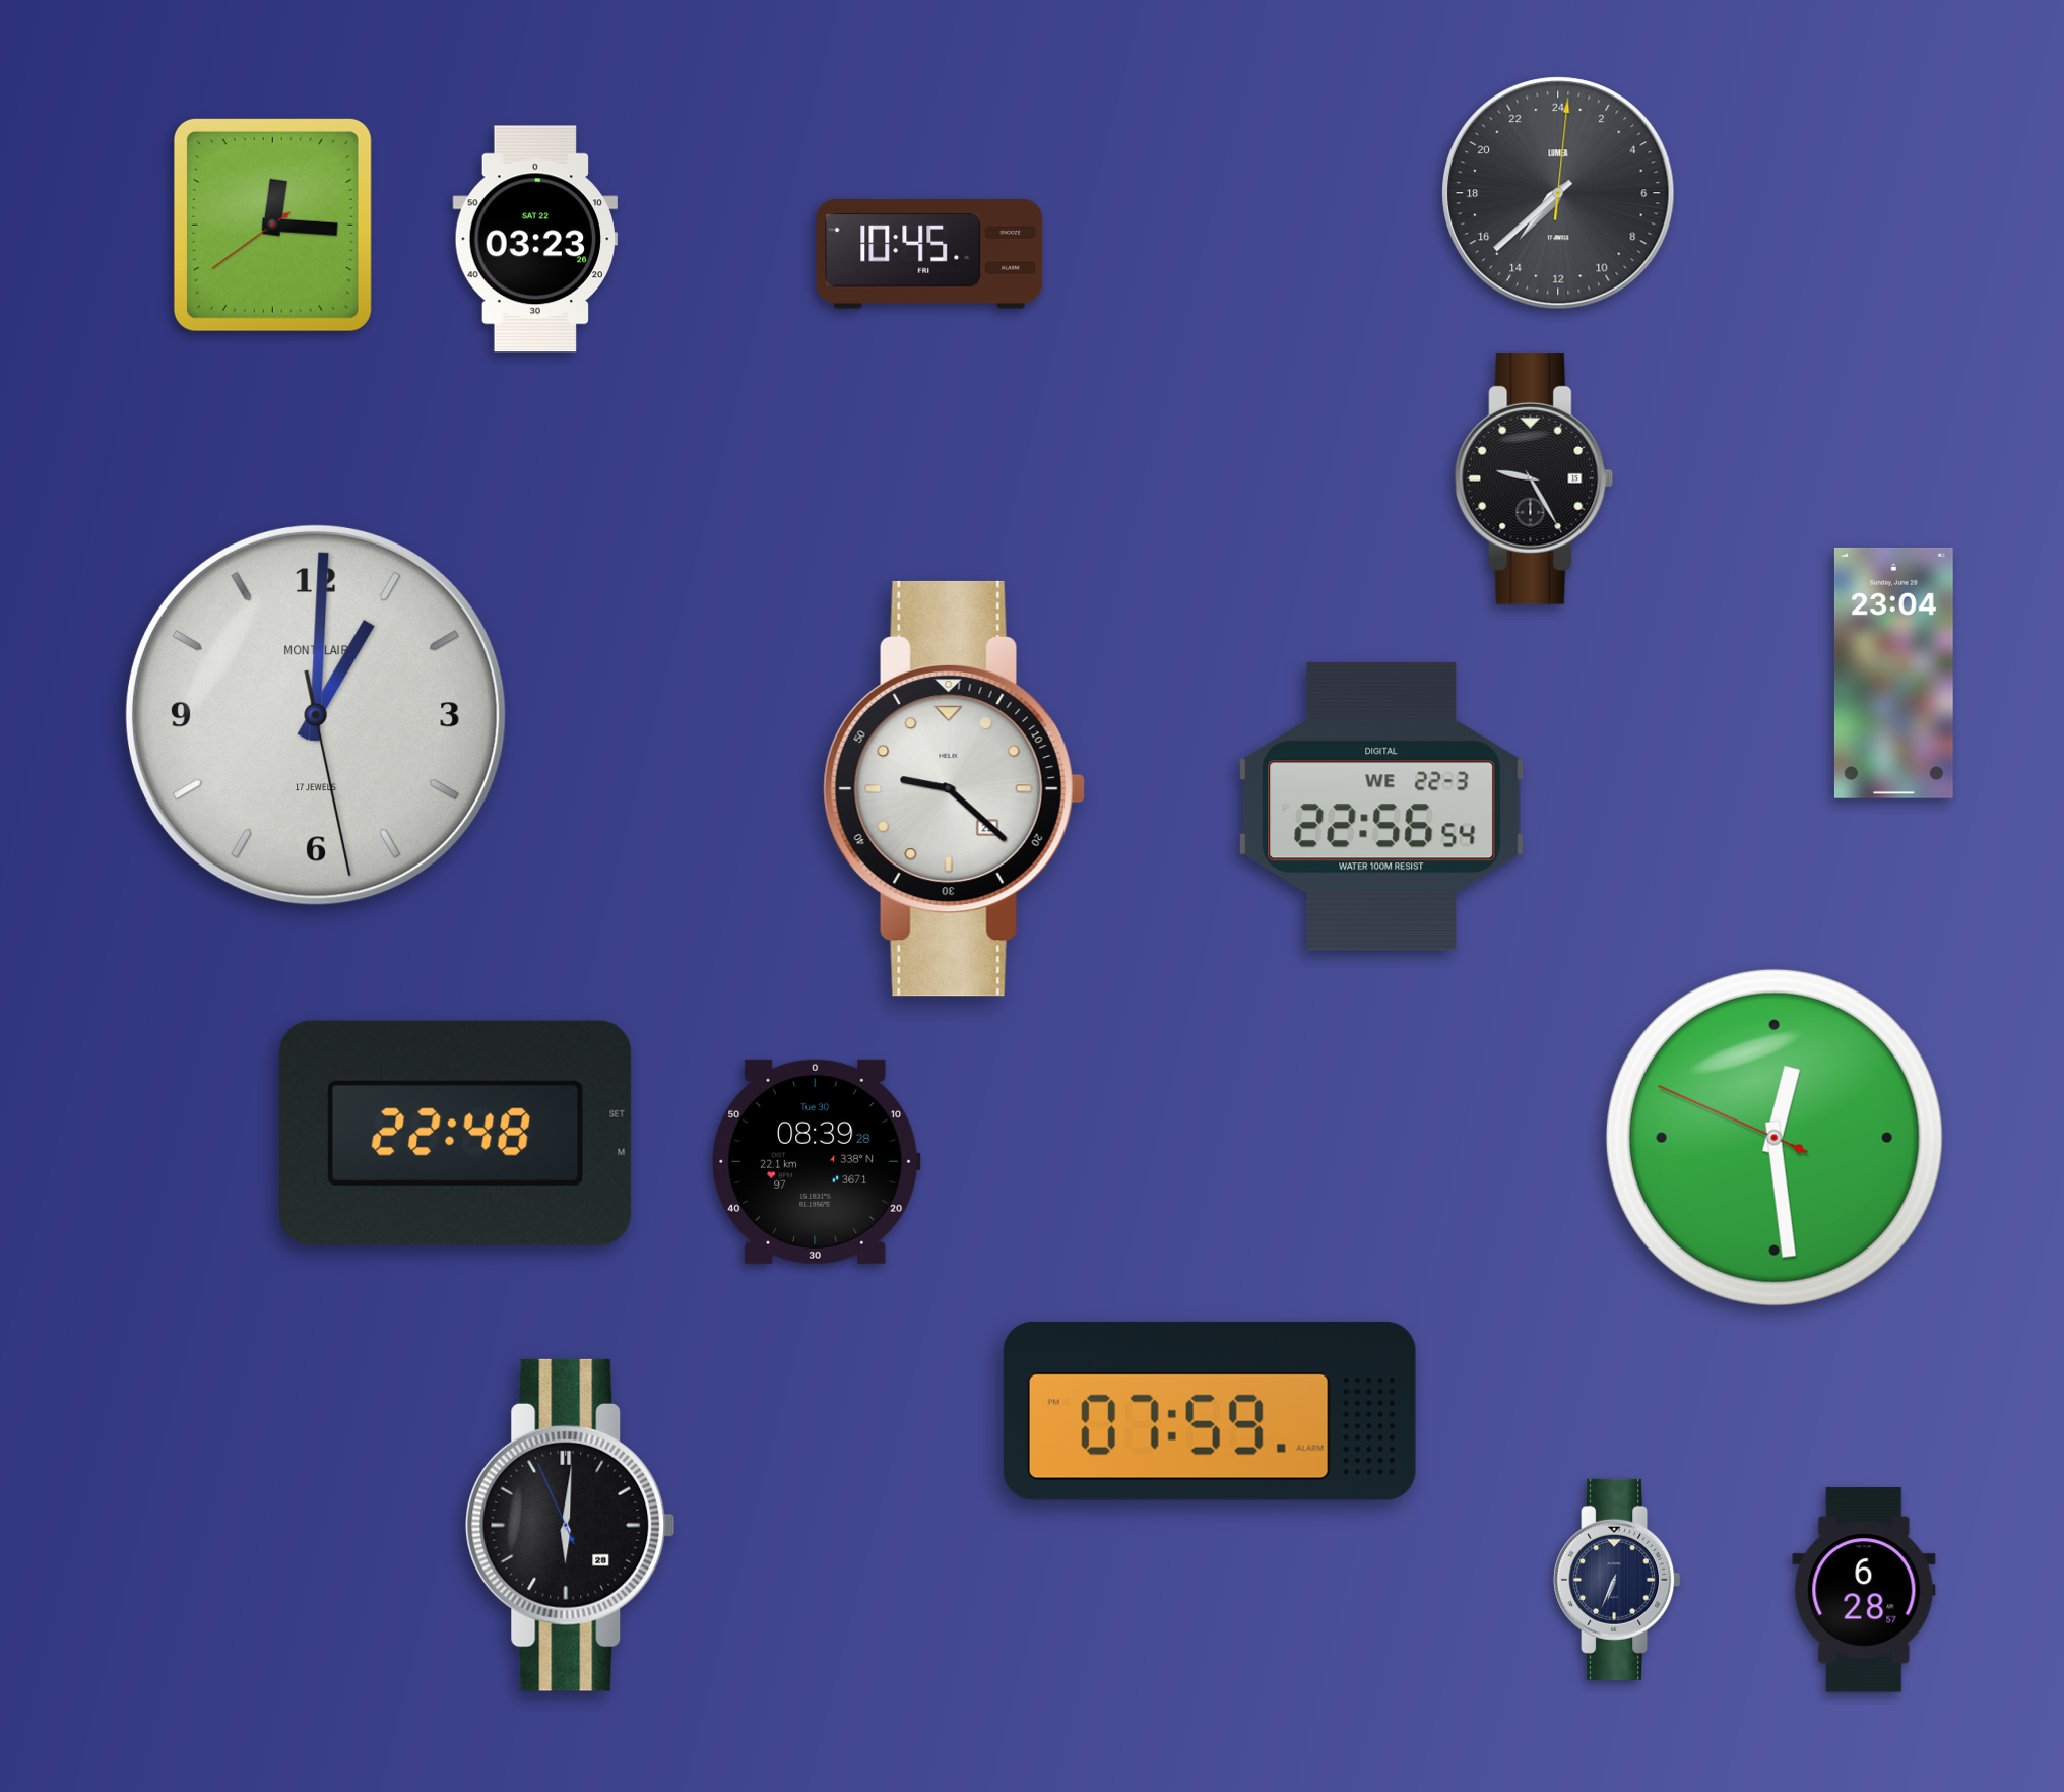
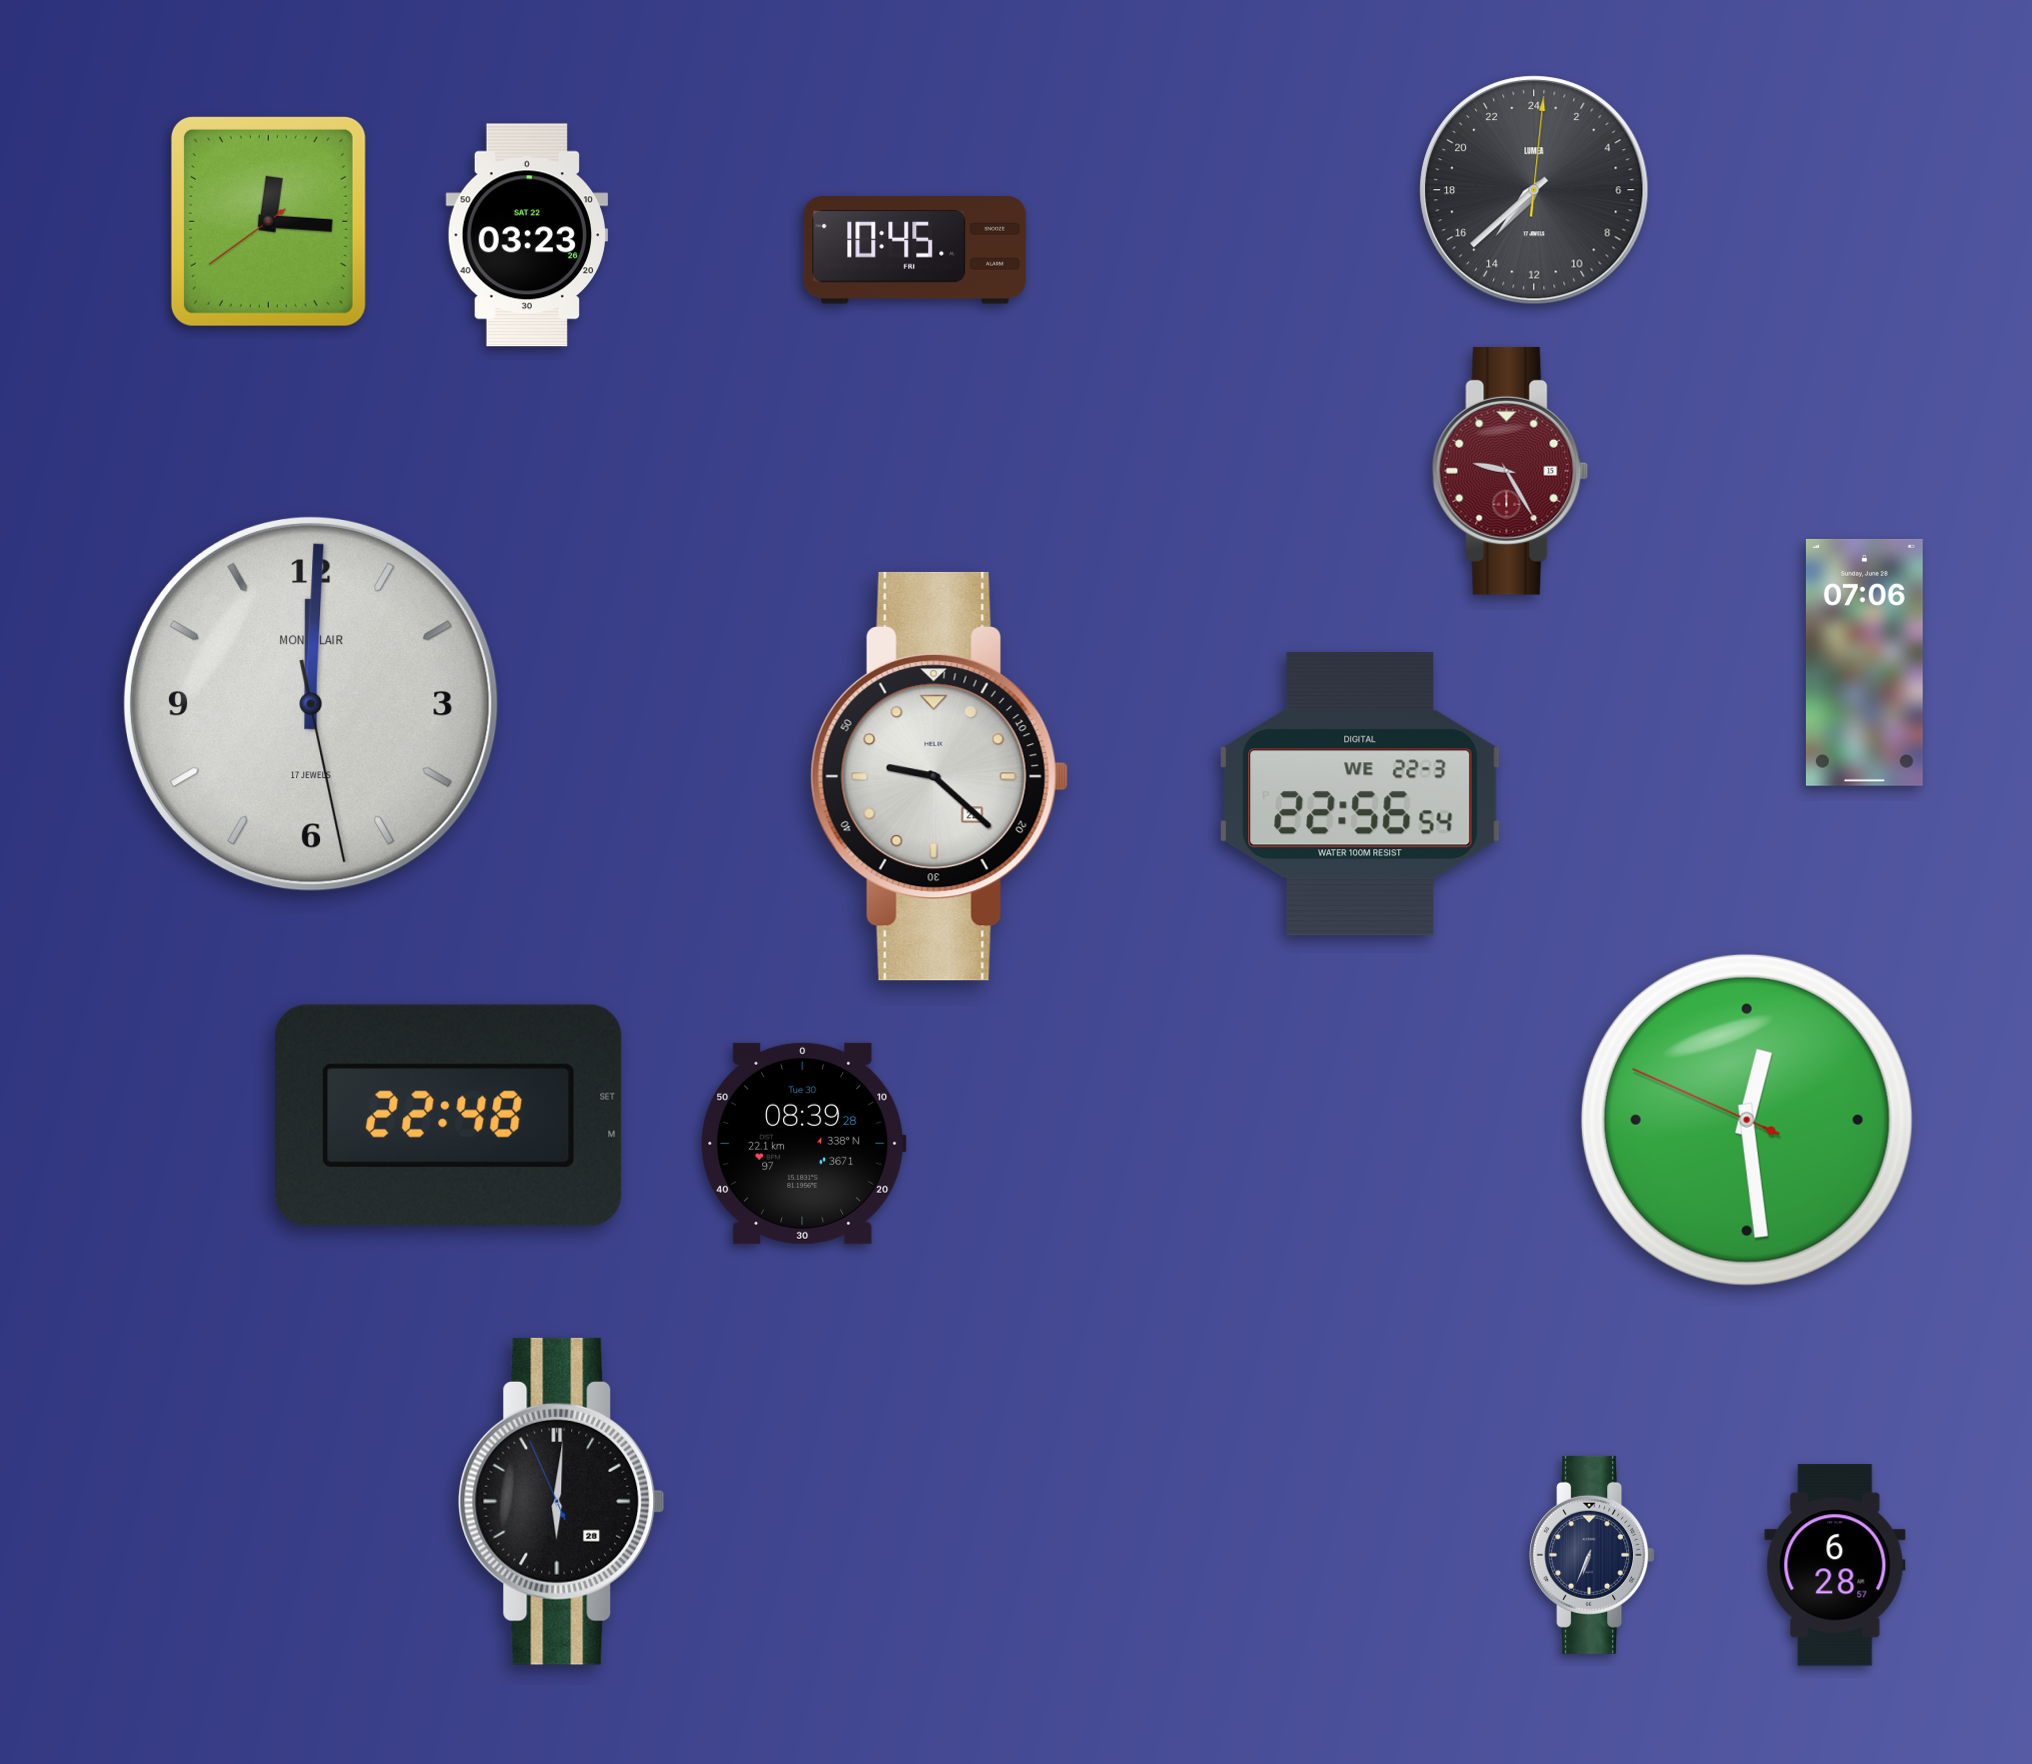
clock at (1534, 478) dial: black -> burgundy
clock at (1893, 673): 23:04 -> 07:06
clock at (316, 715): 1:00 -> 12:00
clock at (1210, 1411): 07:59 -> none
